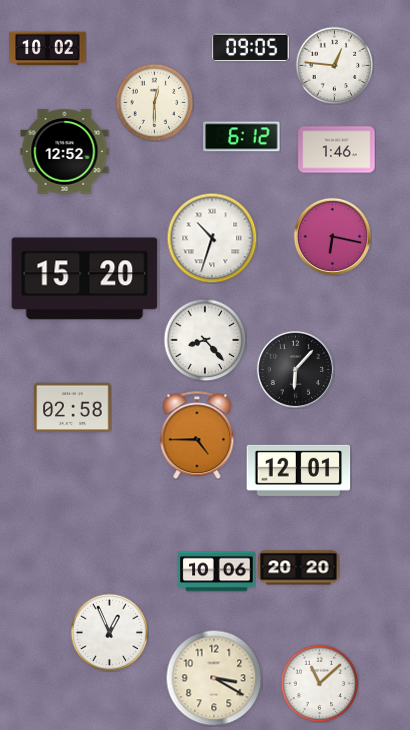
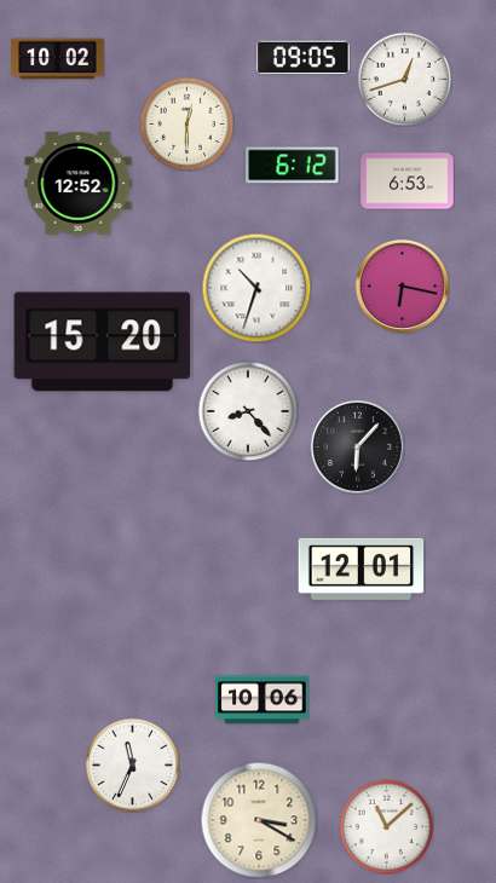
clock at (334, 65): 12:46 -> 12:42
clock at (337, 150): 1:46 -> 6:53
clock at (85, 279) position: (85, 279) -> (103, 342)
clock at (73, 408): 02:58 -> none
clock at (197, 435): 4:45 -> none
clock at (299, 568): 20:20 -> none
clock at (217, 572) position: (217, 572) -> (263, 700)
clock at (109, 632): 12:56 -> 11:34
